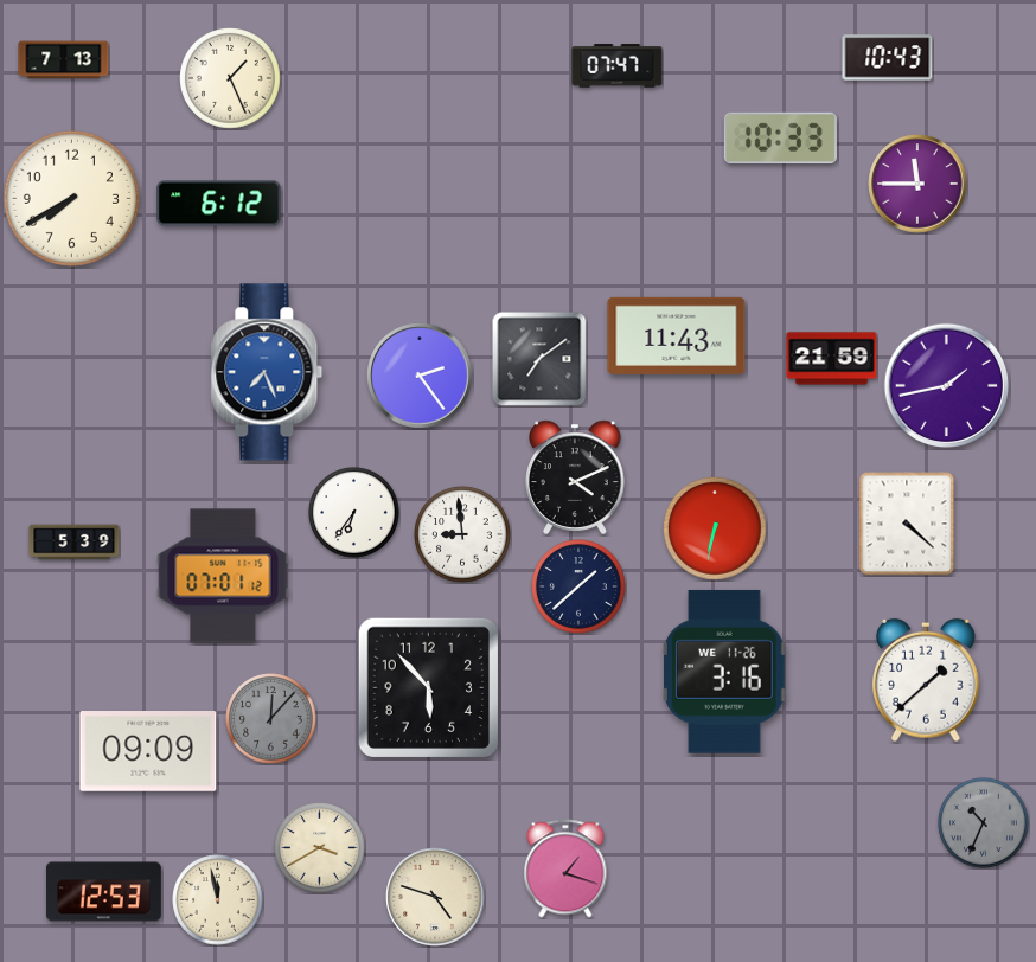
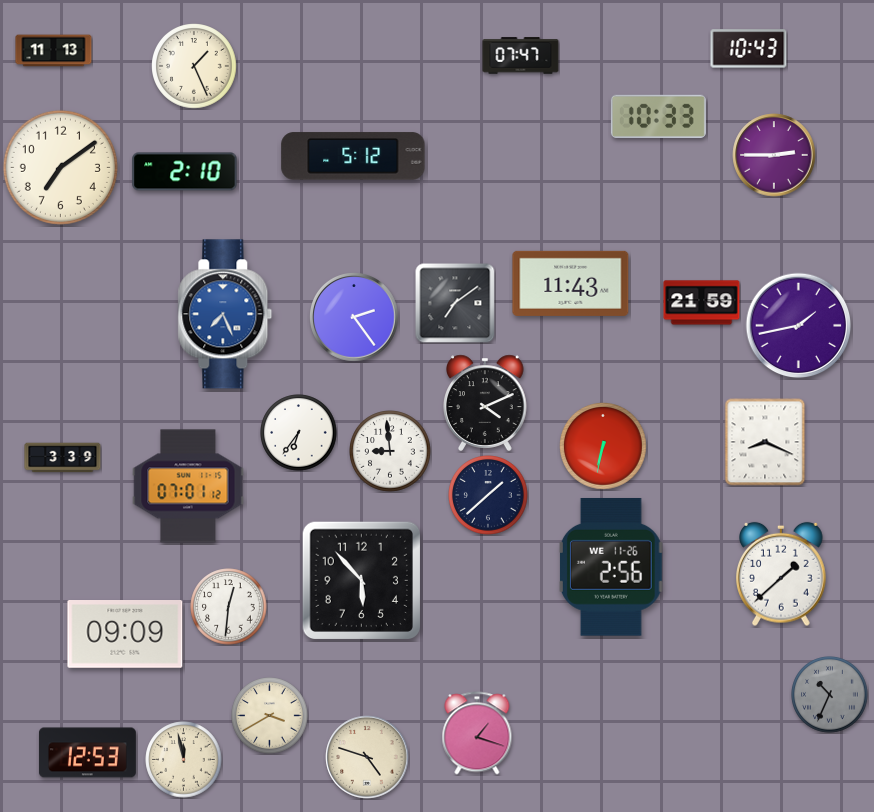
clock at (64, 60): 7:13 -> 11:13
clock at (917, 184): 11:45 -> 2:45
clock at (353, 156): none -> 5:12
clock at (71, 198): 7:40 -> 7:09
clock at (219, 204): 6:12 -> 2:10
clock at (907, 524): 4:22 -> 8:19
clock at (75, 543): 5:39 -> 3:39
clock at (724, 672): 3:16 -> 2:56
clock at (271, 719): 12:07 -> 12:31
clock at (271, 719) dial: grey -> white
